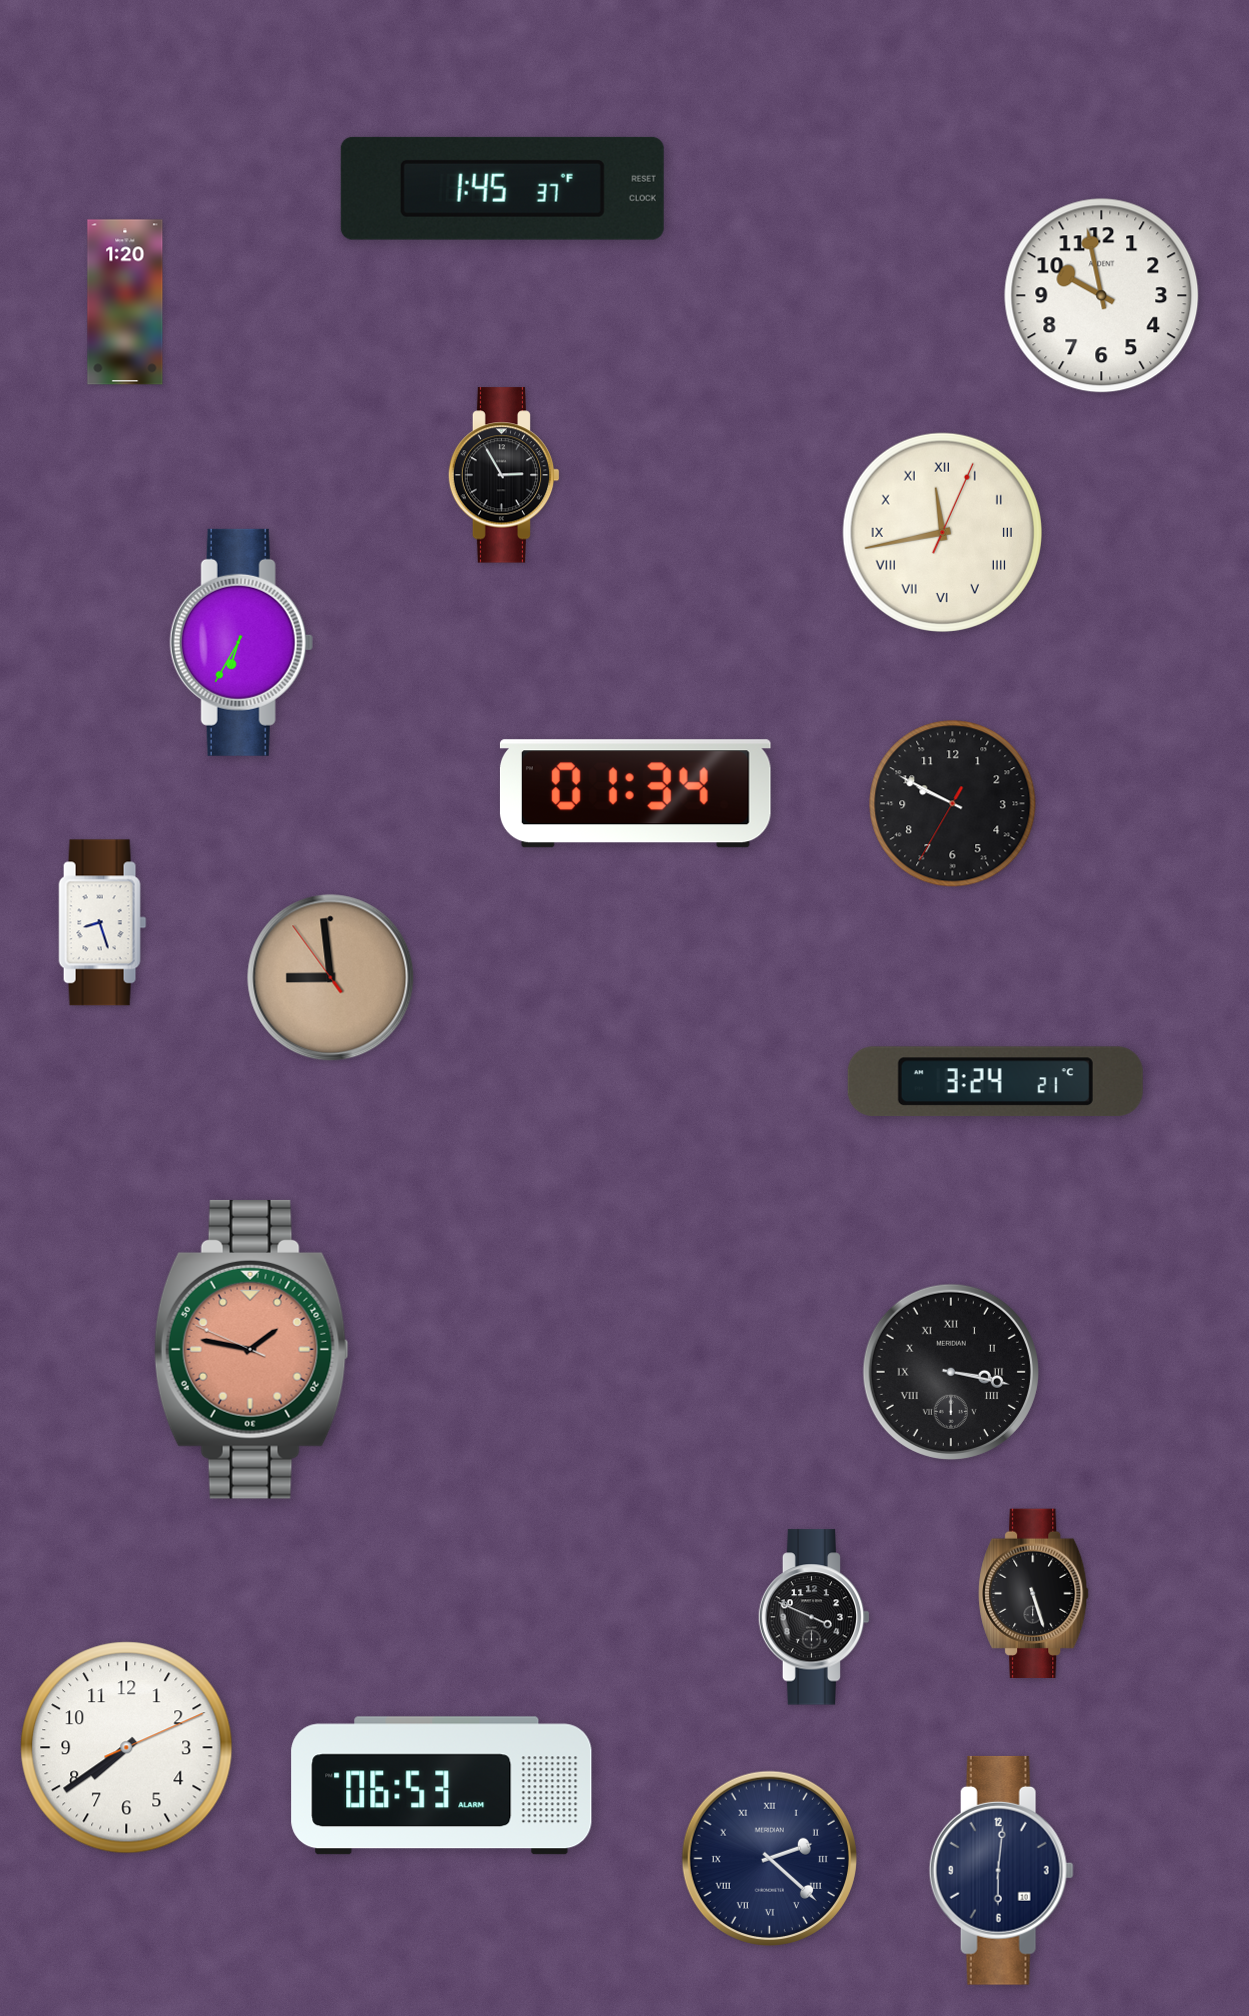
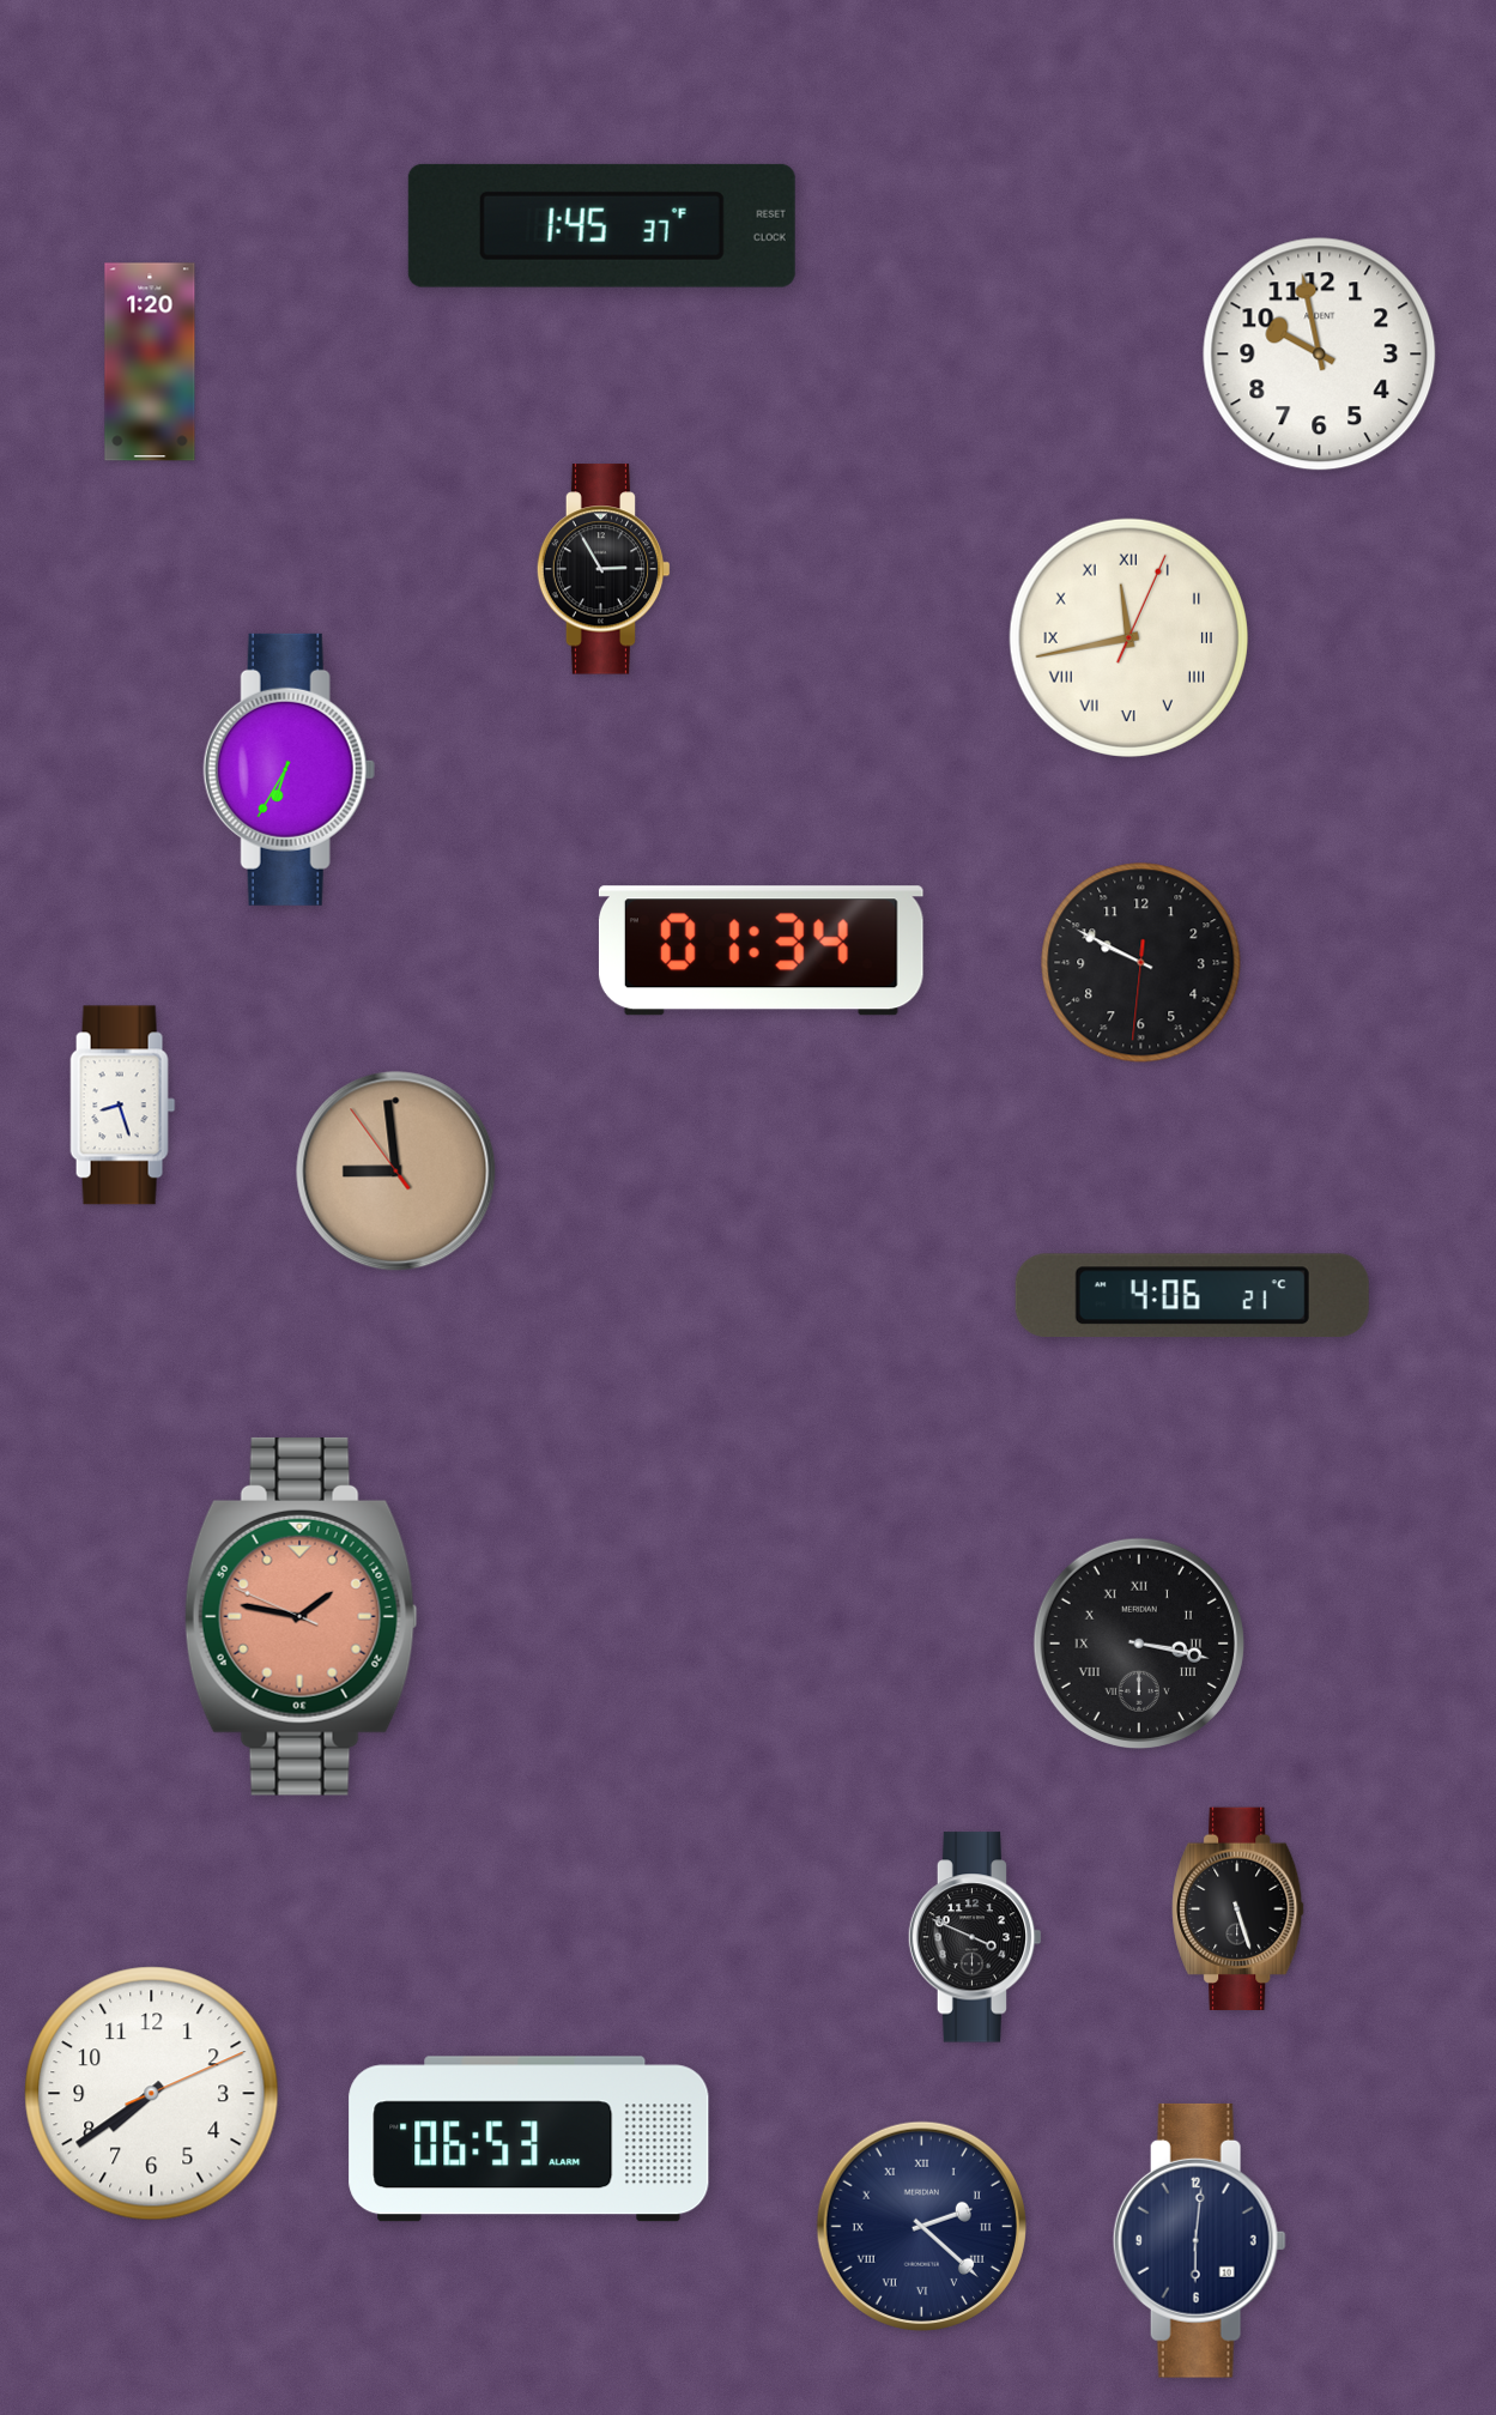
clock at (953, 804): 9:49:35 -> 9:49:31
clock at (995, 1082): 3:24 -> 4:06
